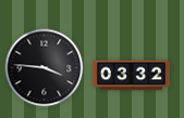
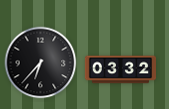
clock at (45, 68): 3:46 -> 6:37
